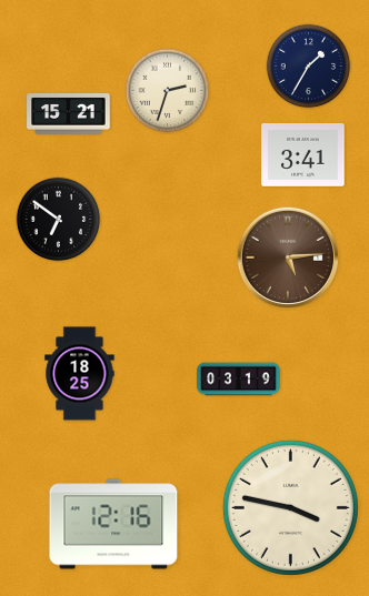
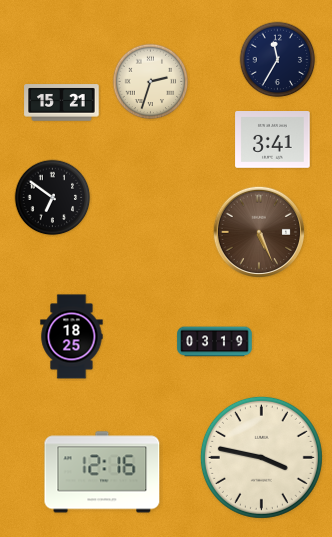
clock at (309, 67): 1:35 -> 11:35
clock at (287, 256): 5:14 -> 5:26
